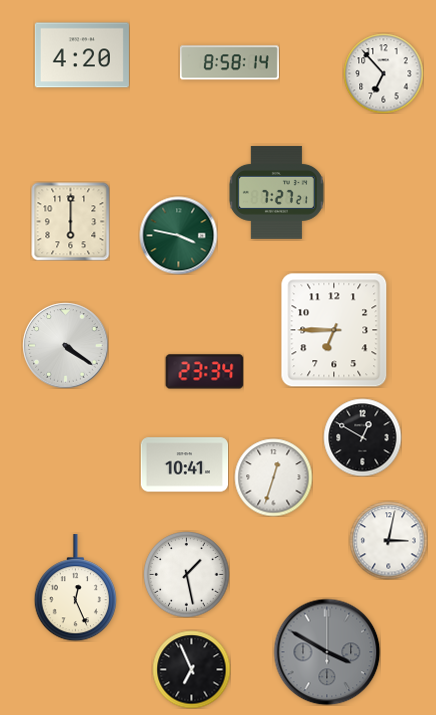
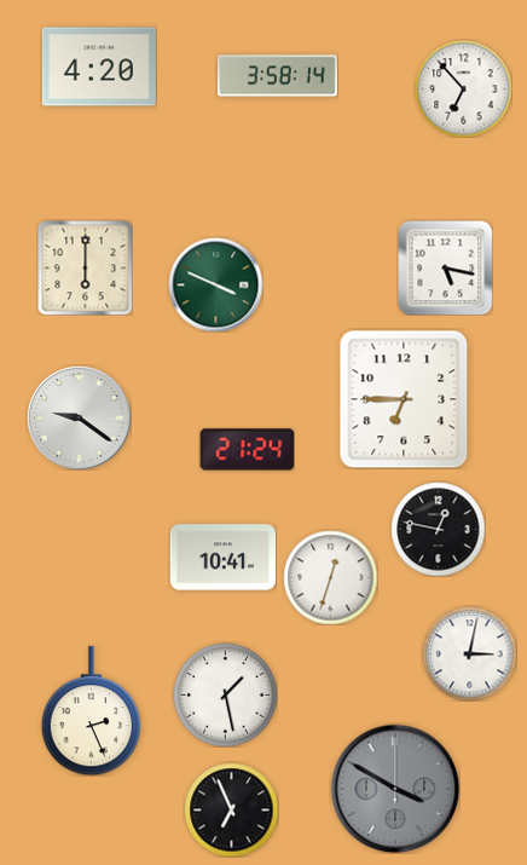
clock at (229, 63): 8:58 -> 3:58
clock at (276, 192): 7:27 -> none
clock at (445, 267): none -> 5:17
clock at (178, 235): 3:47 -> 3:49
clock at (65, 345): 4:21 -> 9:21
clock at (204, 372): 23:34 -> 21:24
clock at (362, 437): 12:50 -> 12:47
clock at (184, 465) position: (184, 465) -> (222, 558)
clock at (75, 588): 12:26 -> 2:26
